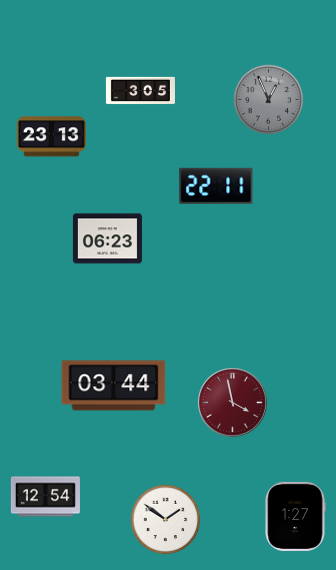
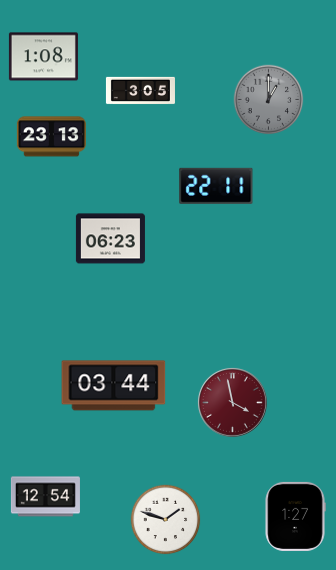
clock at (43, 57): none -> 1:08
clock at (269, 100): 12:56 -> 1:00
clock at (107, 239) position: (107, 239) -> (110, 239)
clock at (166, 520): 1:51 -> 1:48
